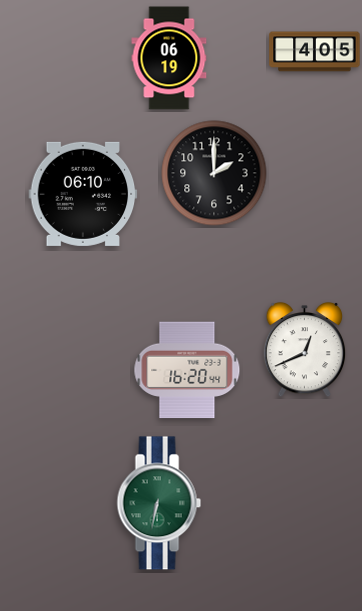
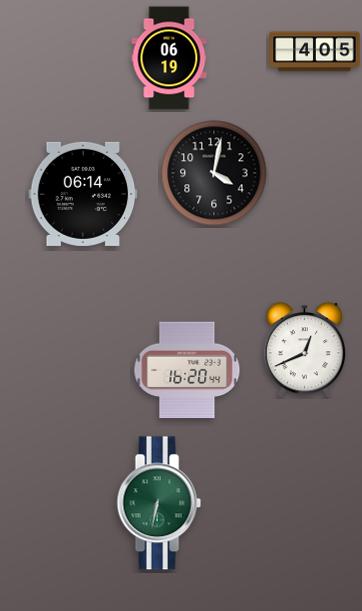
clock at (214, 173): 2:00 -> 4:02
clock at (83, 194): 06:10 -> 06:14
